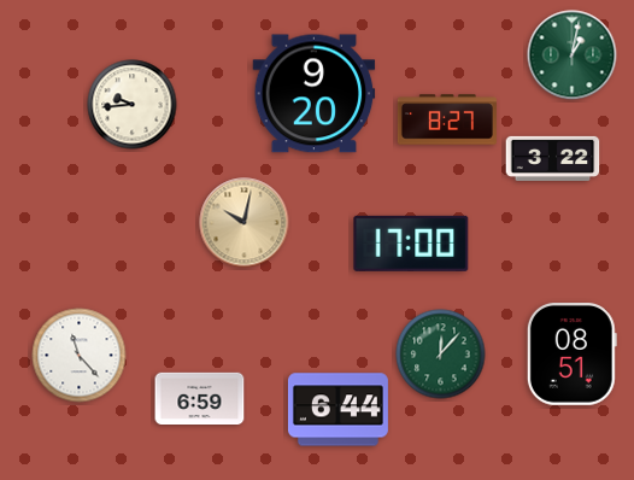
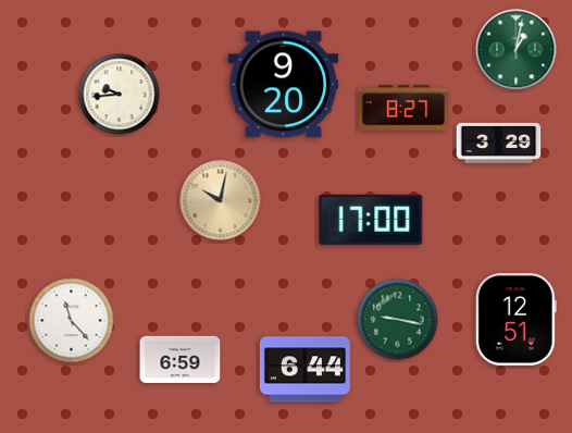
clock at (553, 158): 3:22 -> 3:29
clock at (441, 355): 12:07 -> 9:17
clock at (571, 355): 08:51 -> 12:51
